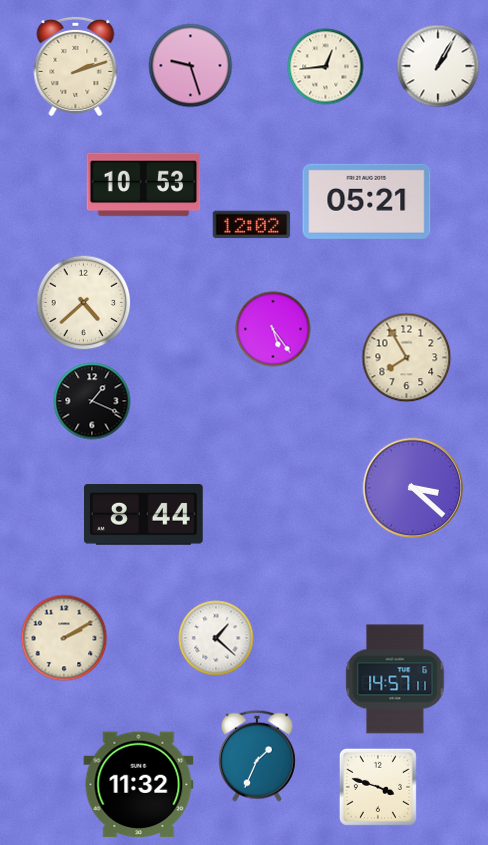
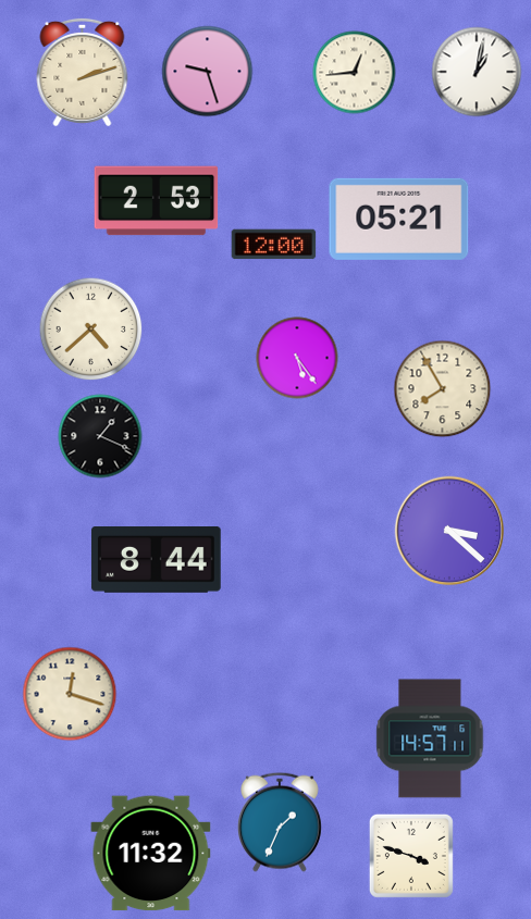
clock at (438, 66): 1:05 -> 1:02
clock at (144, 185): 10:53 -> 2:53
clock at (252, 225): 12:02 -> 12:00
clock at (64, 638): 2:10 -> 12:18
clock at (216, 638): 1:22 -> none
